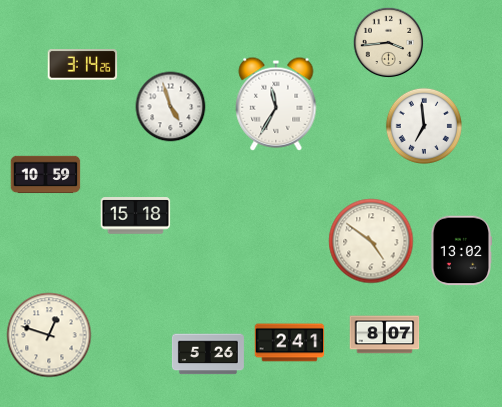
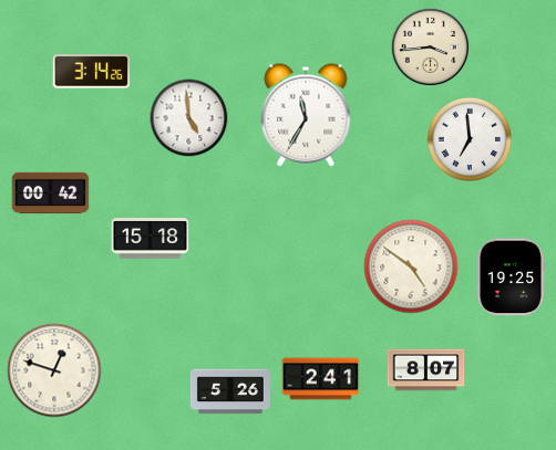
clock at (171, 107): 4:57 -> 4:59
clock at (46, 175): 10:59 -> 00:42
clock at (461, 251): 13:02 -> 19:25
